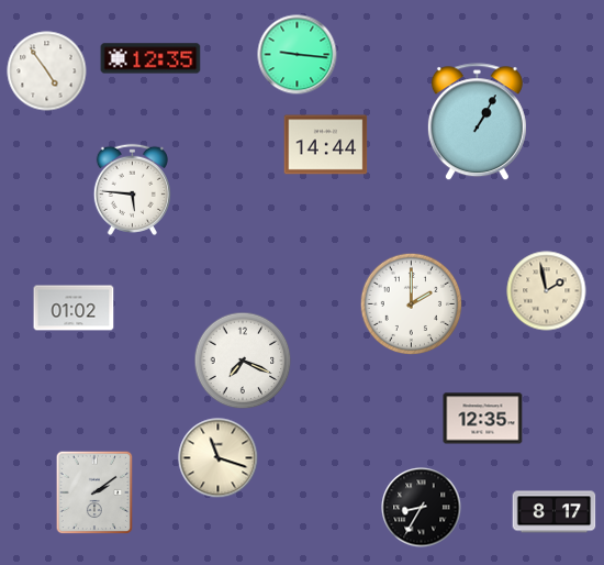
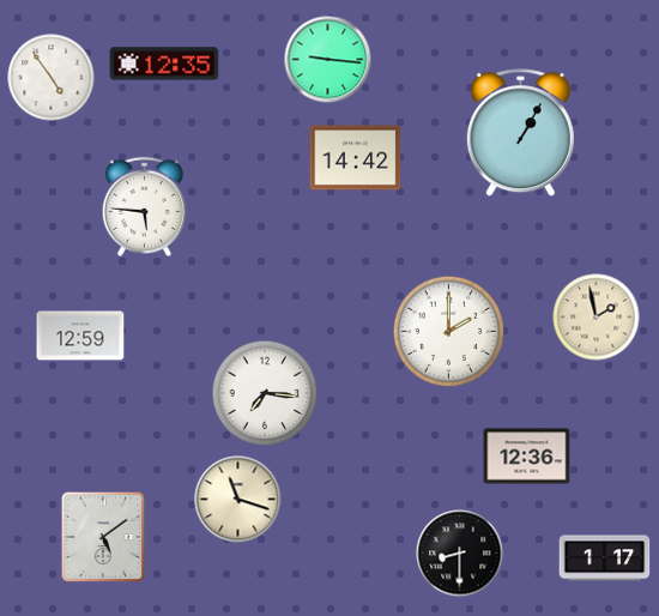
clock at (298, 55) position: (298, 55) -> (328, 60)
clock at (326, 145): 14:44 -> 14:42
clock at (74, 308): 01:02 -> 12:59
clock at (243, 361): 7:19 -> 7:16
clock at (483, 419): 12:35 -> 12:36
clock at (94, 492): 2:09 -> 5:09
clock at (422, 508): 8:35 -> 8:30
clock at (555, 512): 8:17 -> 1:17
